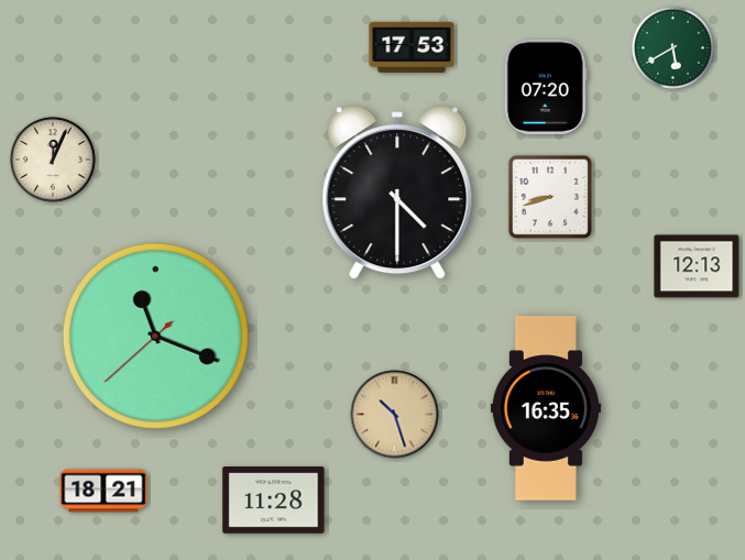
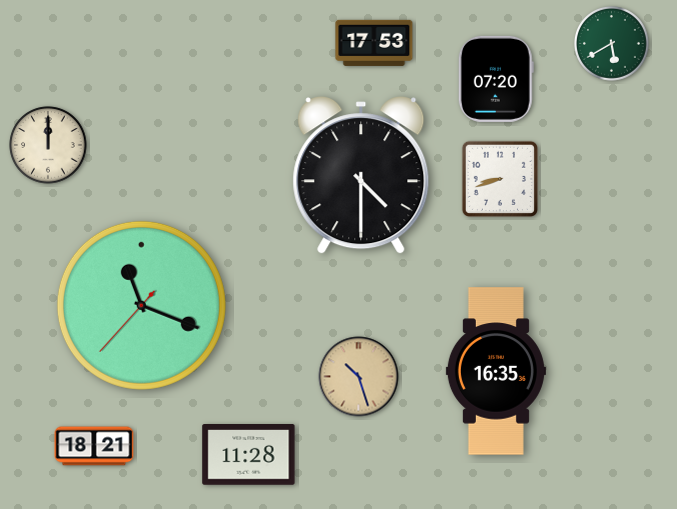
clock at (53, 160): 12:04 -> 12:00
clock at (697, 266): 12:13 -> none
clock at (155, 336): 11:18:38 -> 11:18:37
